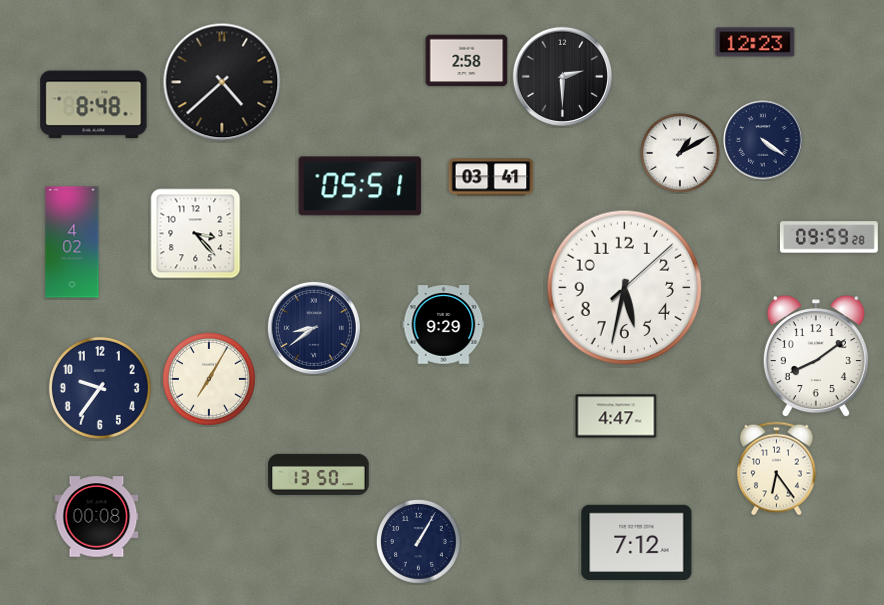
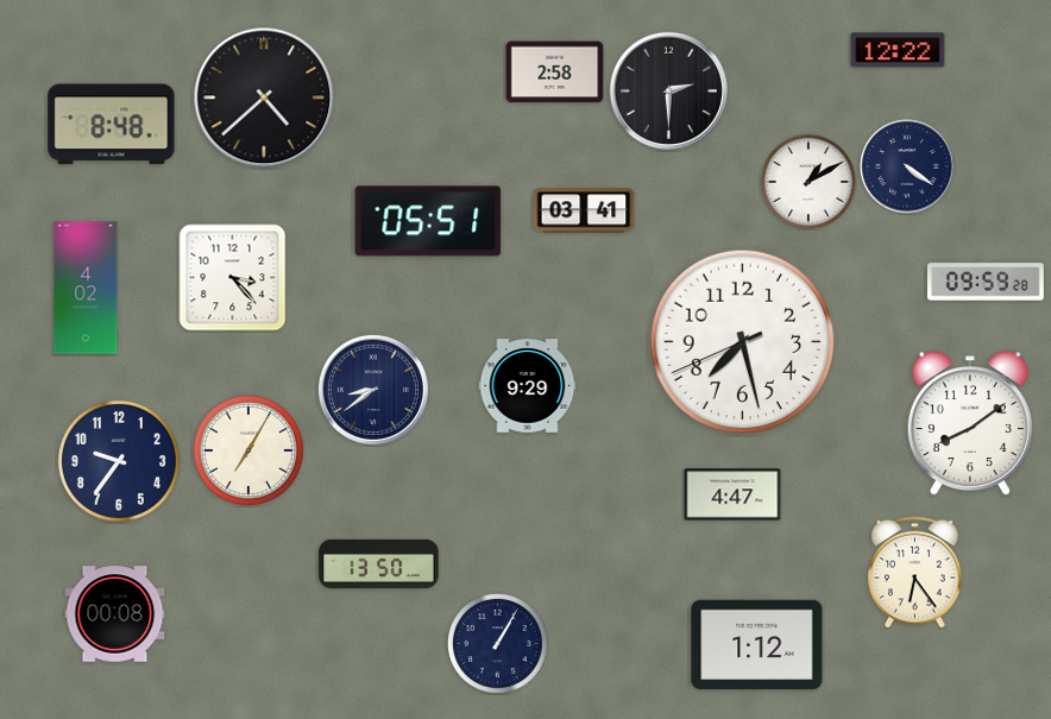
clock at (755, 42): 12:23 -> 12:22
clock at (625, 288): 5:32 -> 7:27
clock at (777, 469) position: (777, 469) -> (915, 573)
clock at (637, 542): 7:12 -> 1:12
